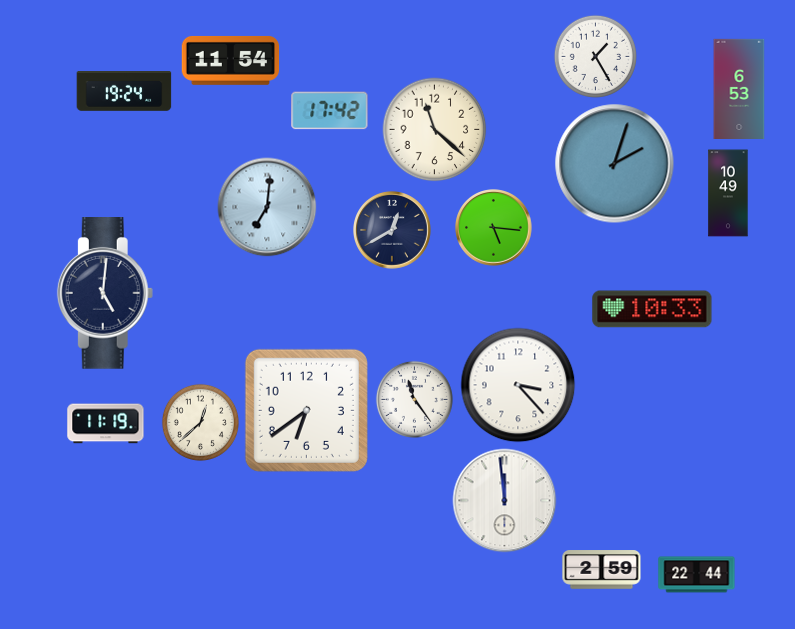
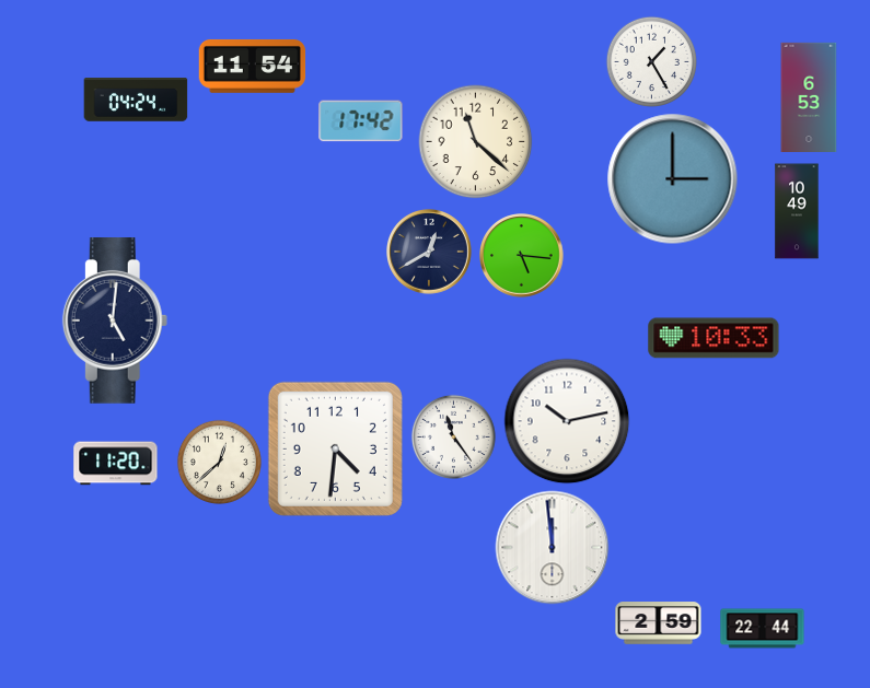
clock at (124, 92): 19:24 -> 04:24
clock at (615, 164): 2:03 -> 3:00
clock at (267, 207): 7:01 -> none
clock at (494, 228) position: (494, 228) -> (522, 256)
clock at (518, 385): 3:23 -> 10:13
clock at (306, 410): 6:39 -> 4:31
clock at (106, 424): 11:19 -> 11:20
